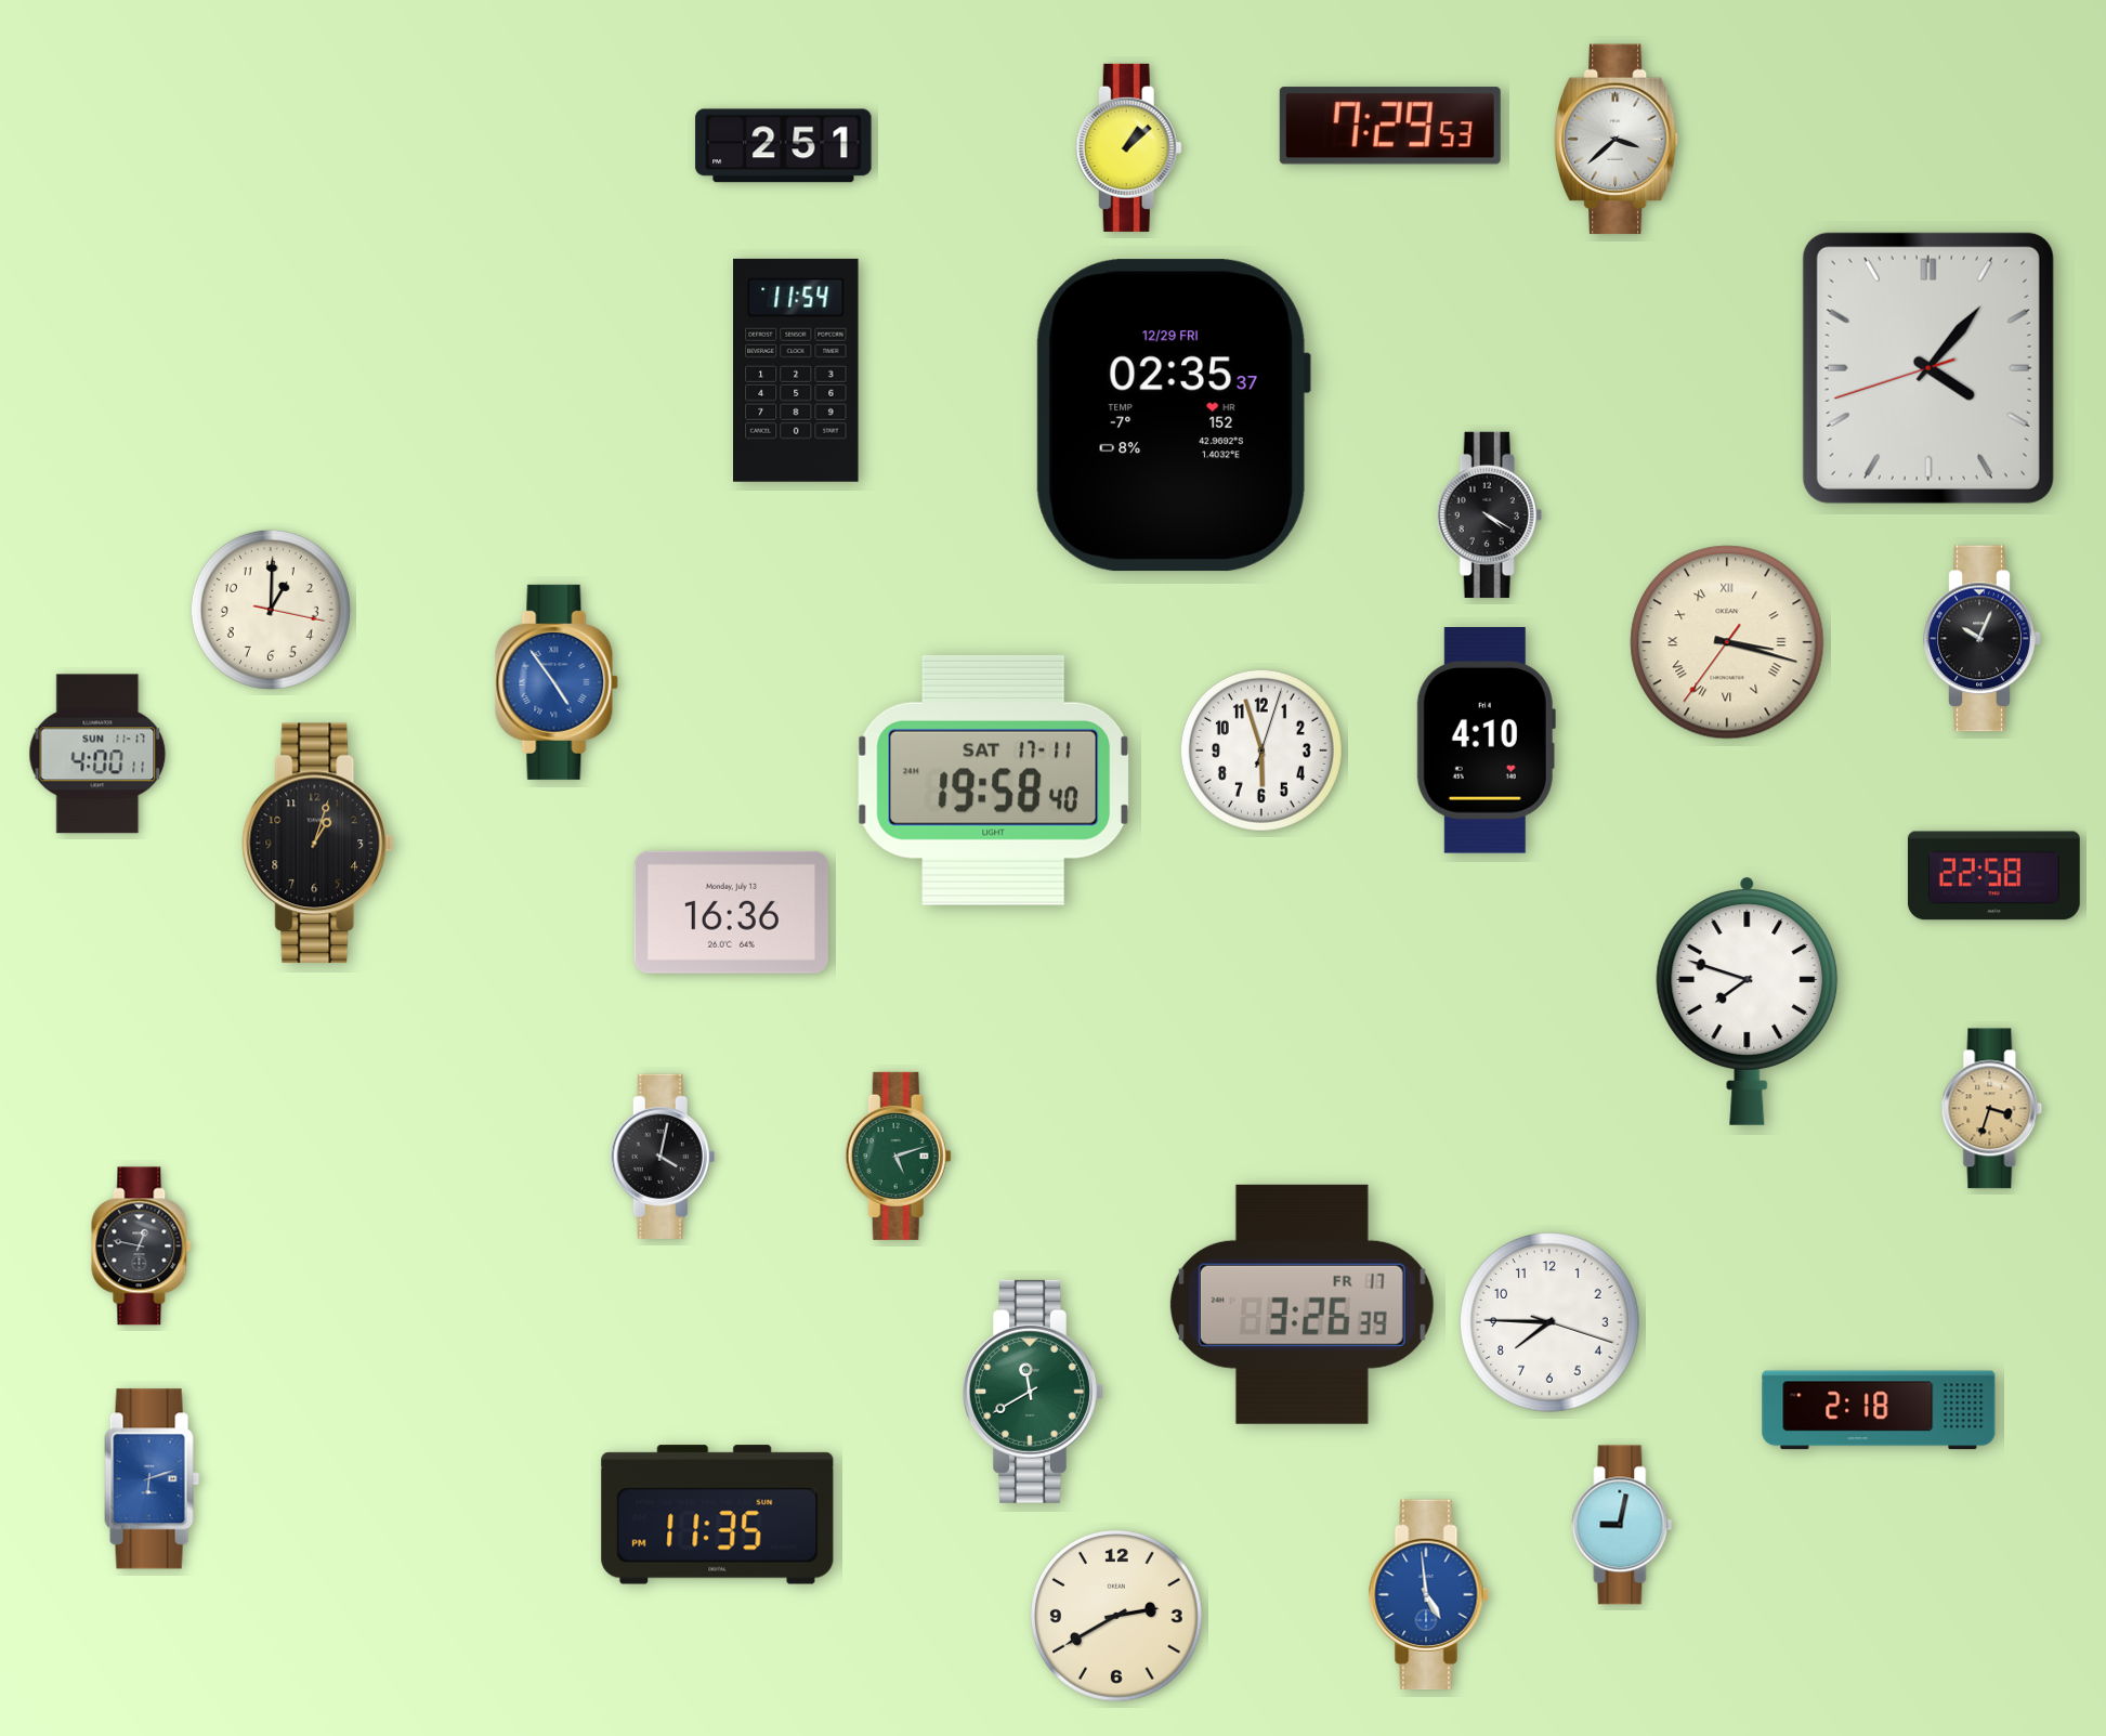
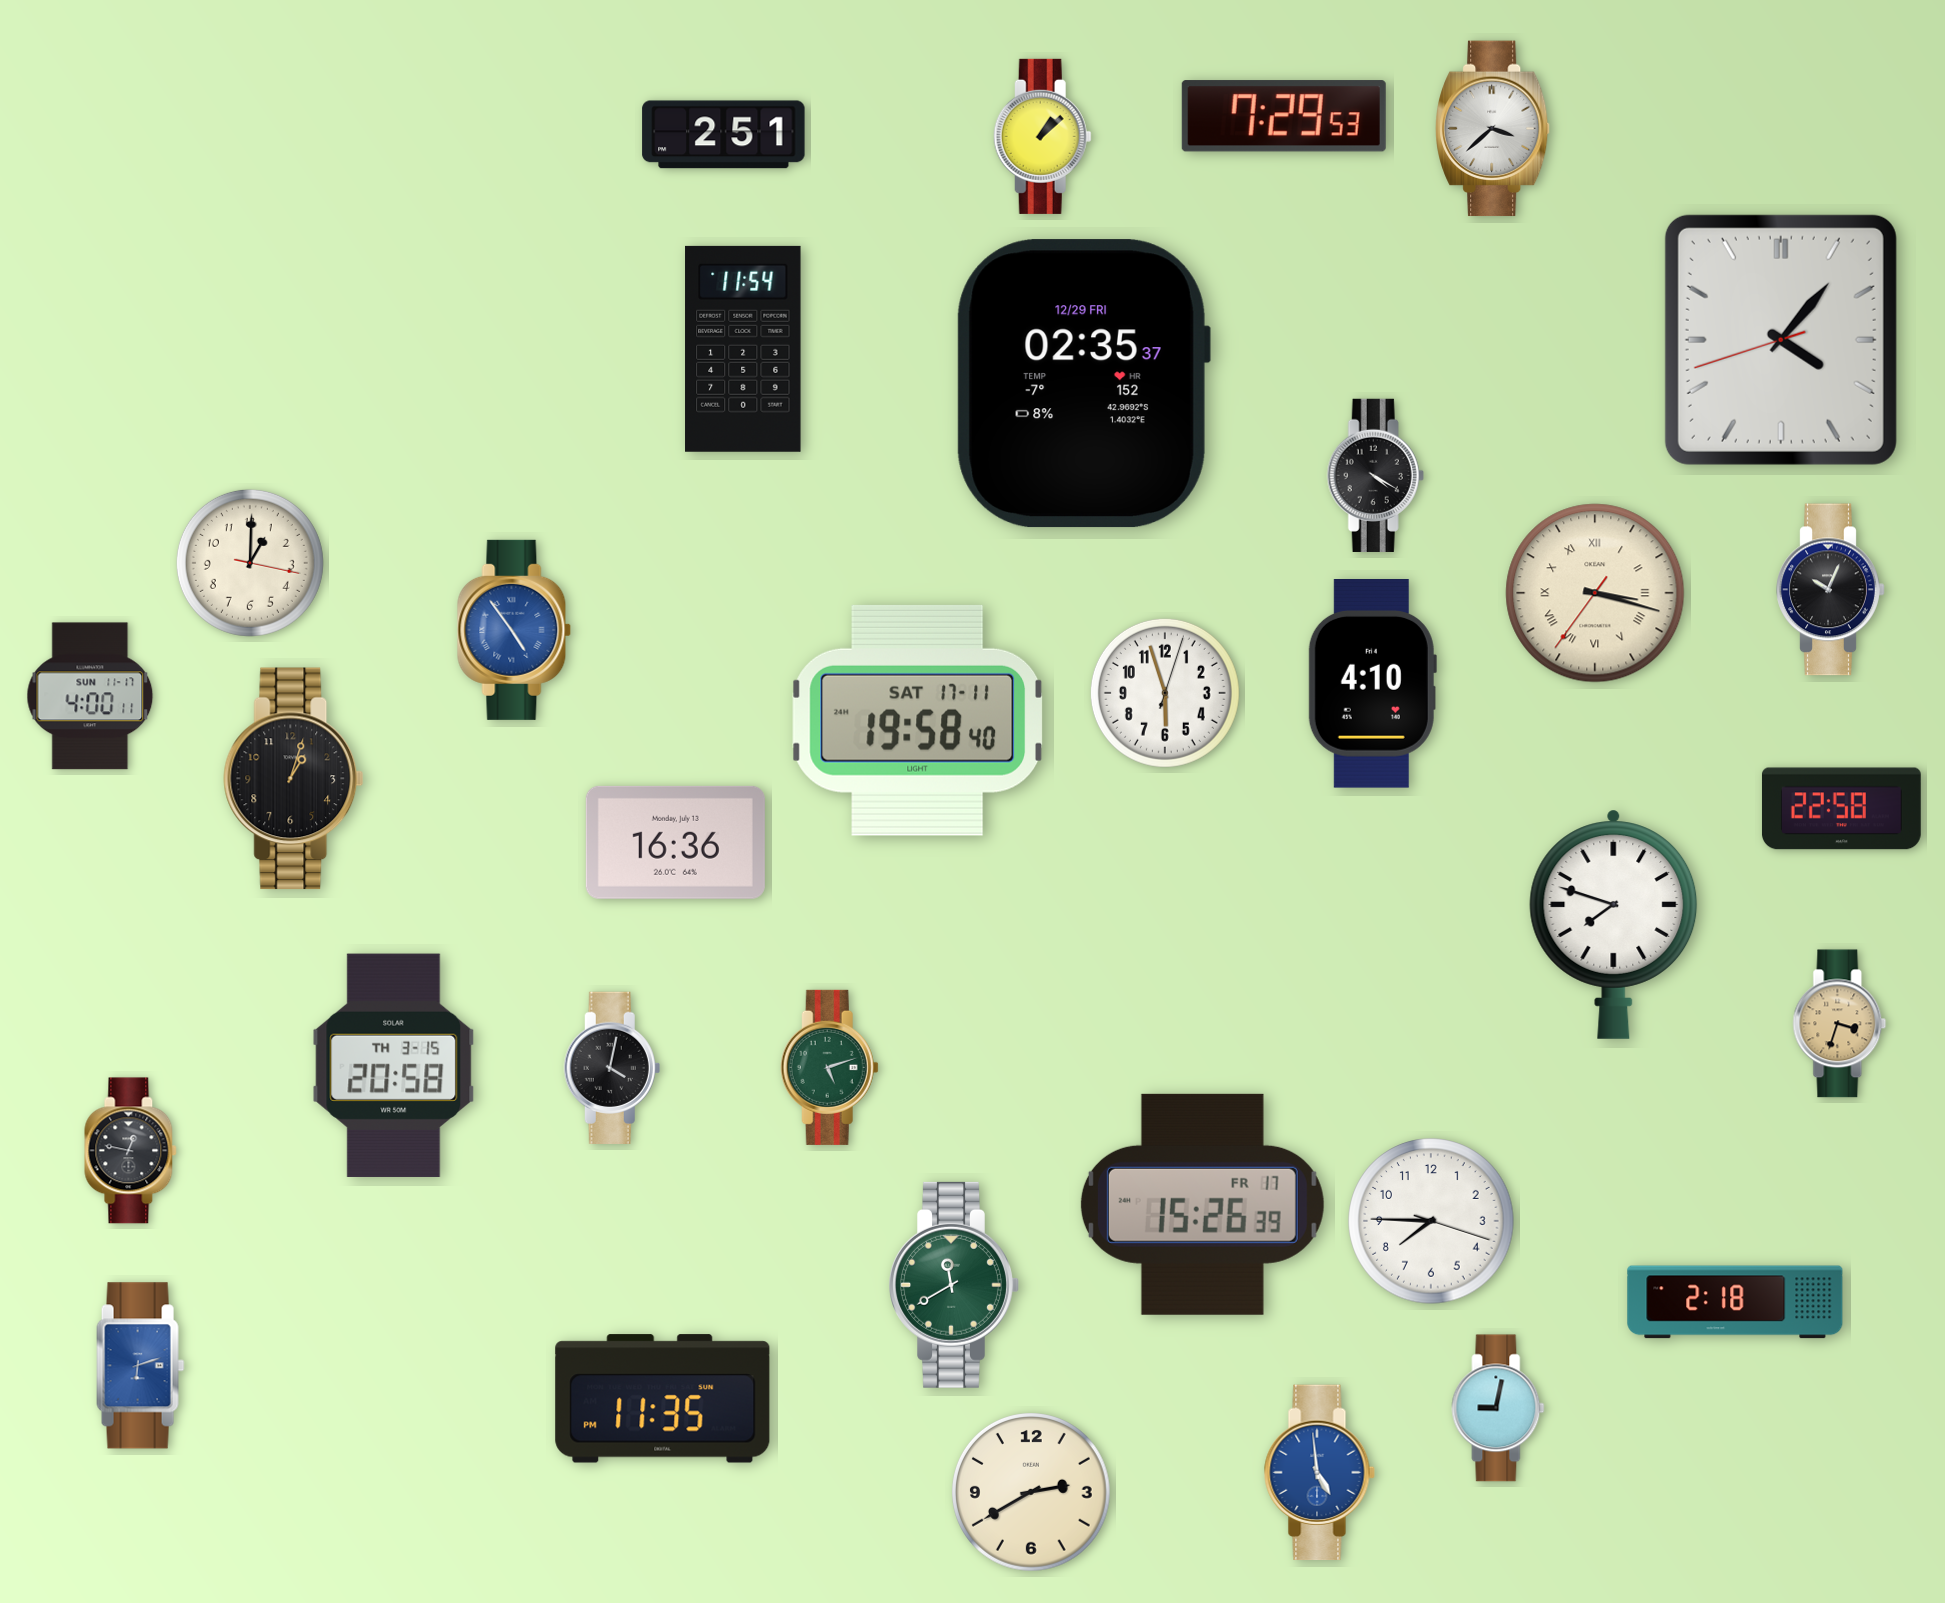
clock at (796, 370) position: (796, 370) -> (743, 349)
clock at (394, 1065): none -> 20:58
clock at (1301, 1304): 3:26 -> 15:26
